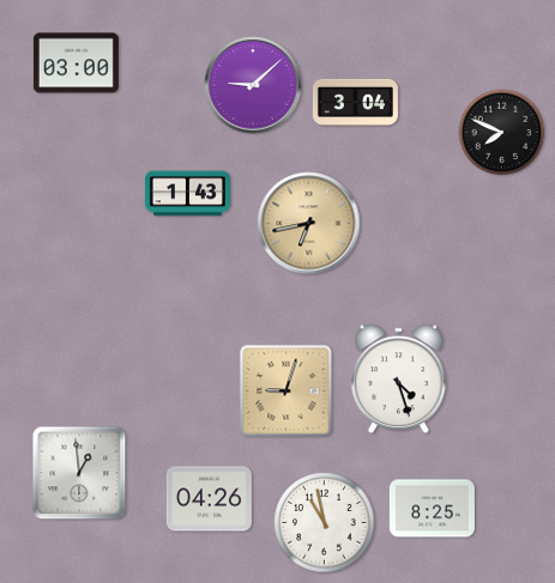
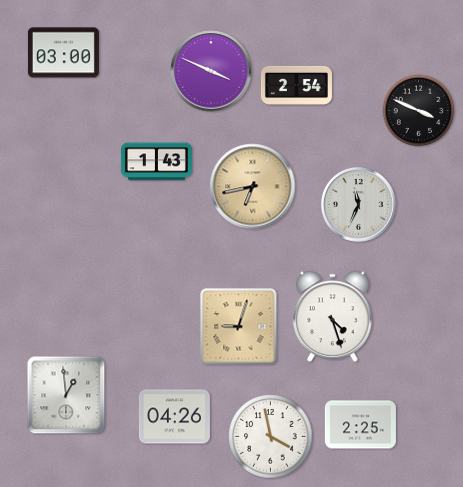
clock at (253, 85): 9:08 -> 3:49
clock at (355, 102): 3:04 -> 2:54
clock at (502, 133): 7:49 -> 3:49
clock at (309, 224) position: (309, 224) -> (253, 187)
clock at (359, 205): none -> 11:34
clock at (432, 509): 8:25 -> 2:25
clock at (325, 523): 10:58 -> 3:58
